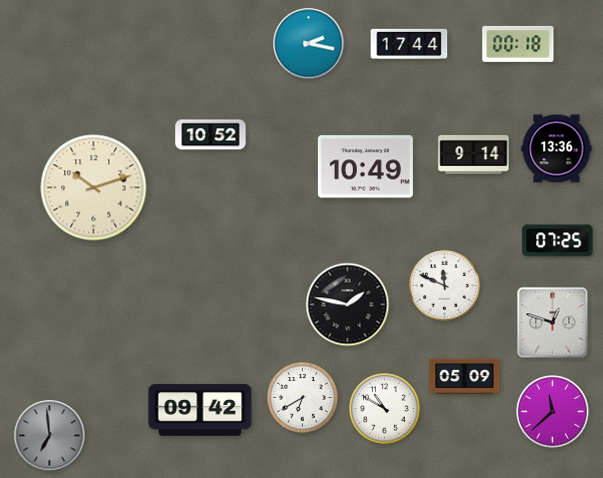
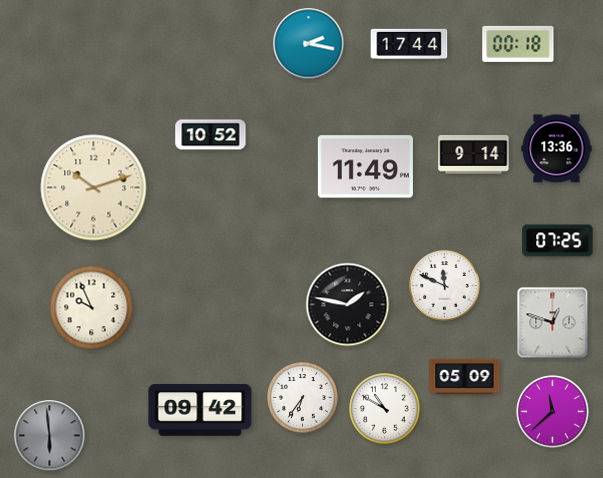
clock at (365, 167): 10:49 -> 11:49
clock at (92, 308): none -> 9:56
clock at (303, 398): 6:40 -> 6:36
clock at (50, 436): 6:59 -> 5:59
